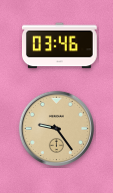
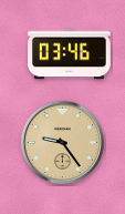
clock at (60, 46) position: (60, 46) -> (70, 54)
